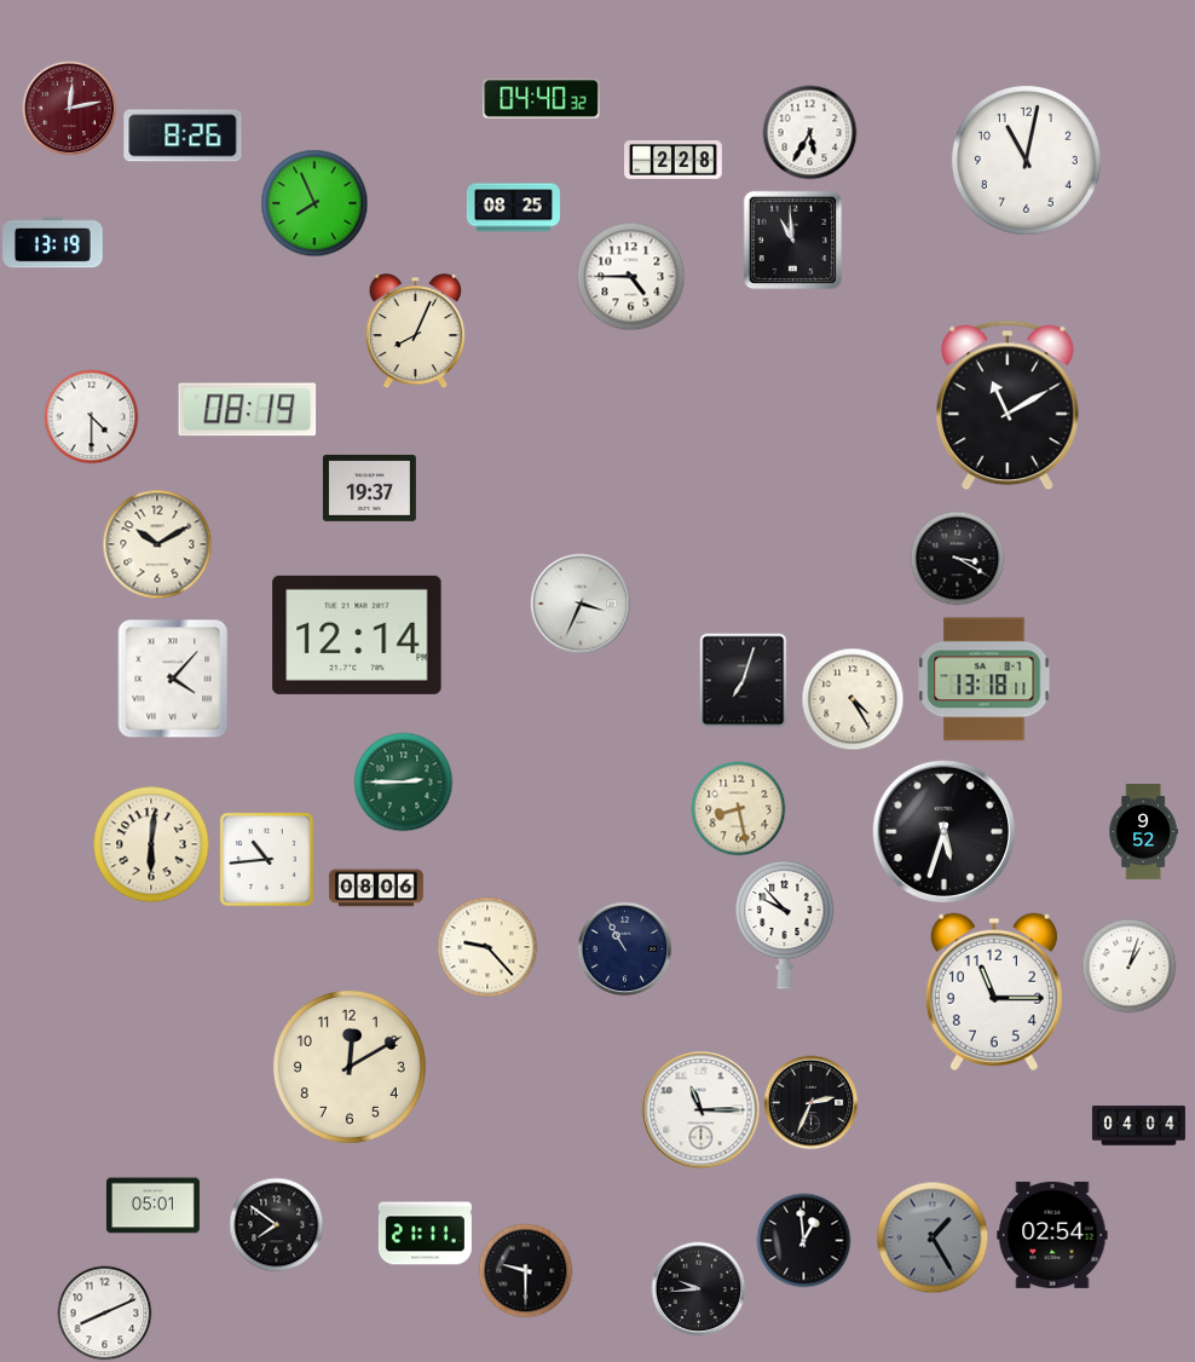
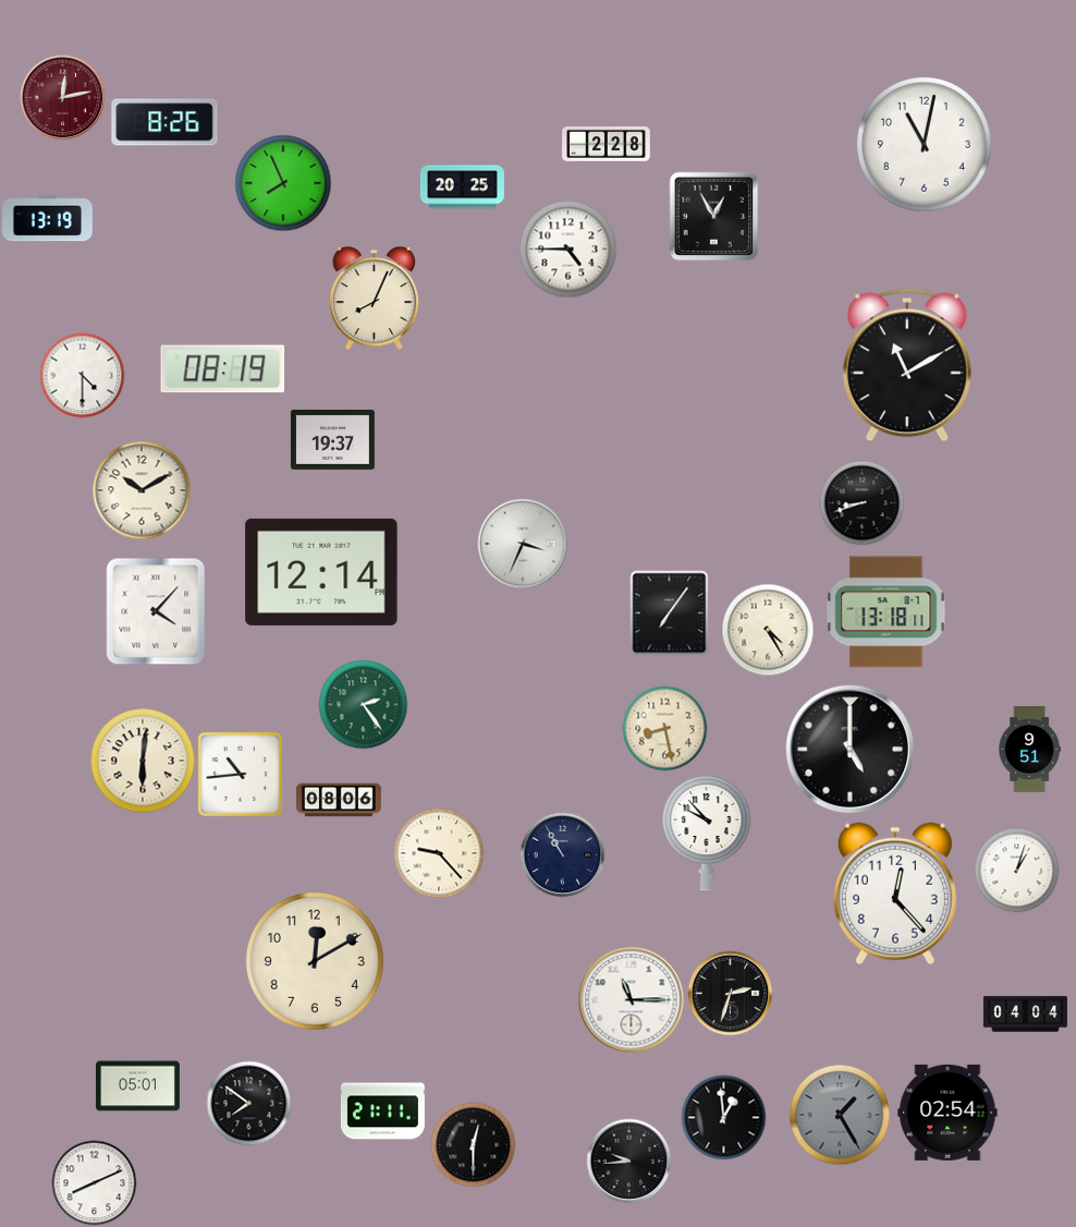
clock at (542, 99): 04:40 -> none
clock at (809, 132): 5:35 -> none
clock at (513, 208): 08:25 -> 20:25
clock at (792, 239): 10:59 -> 12:55
clock at (957, 558): 3:20 -> 8:42
clock at (744, 680): 7:03 -> 7:06
clock at (403, 781): 2:45 -> 2:24
clock at (943, 831): 5:33 -> 5:00
clock at (1143, 832): 9:52 -> 9:51
clock at (151, 844) position: (151, 844) -> (143, 761)
clock at (994, 992): 11:15 -> 12:23
clock at (810, 1102): 2:34 -> 2:33
clock at (525, 1270): 9:30 -> 12:30
